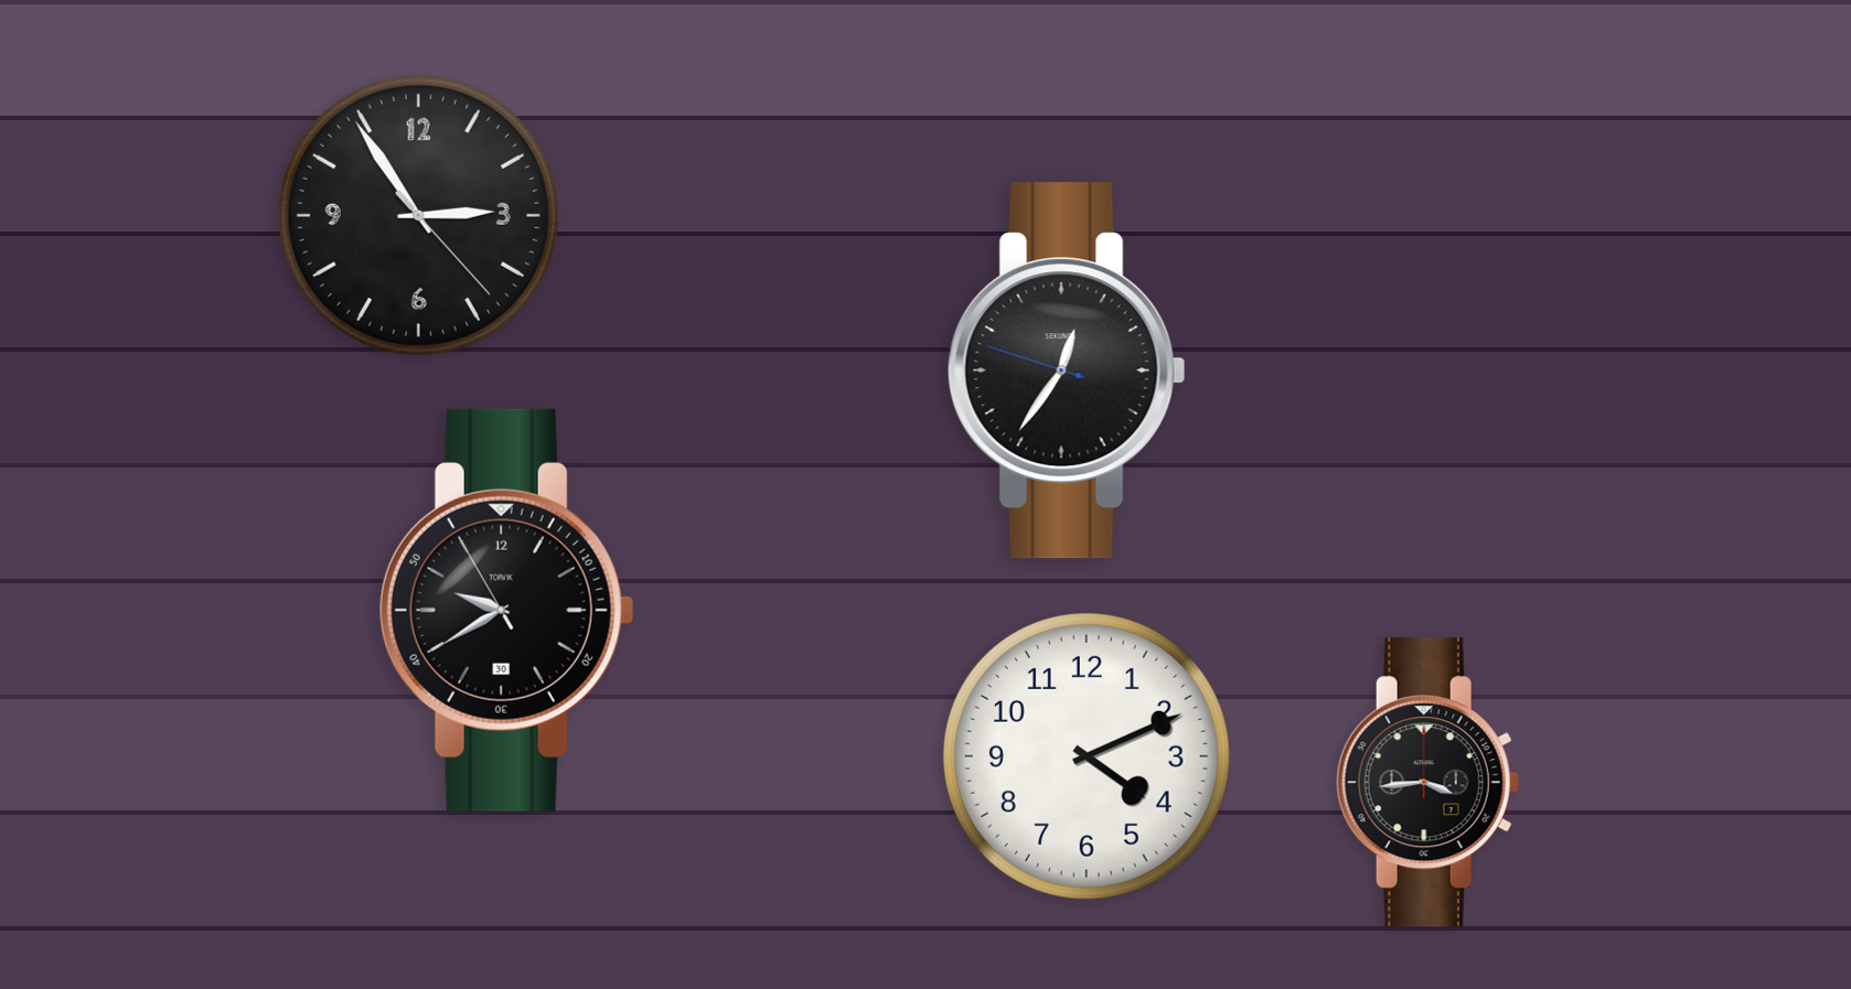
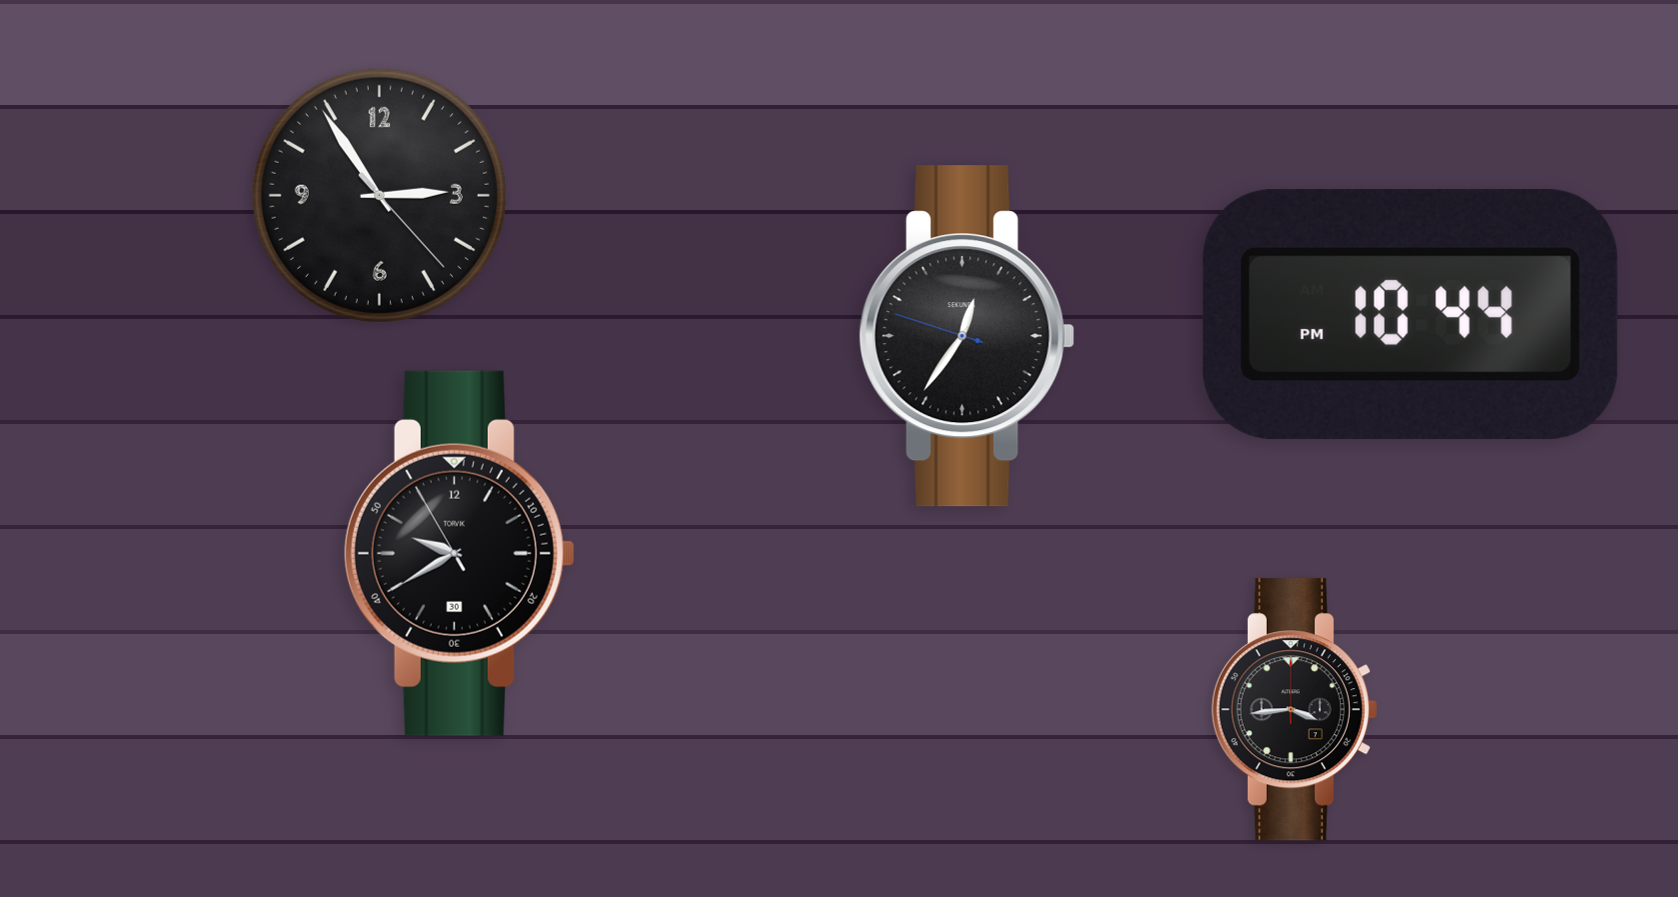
clock at (1410, 315): none -> 10:44
clock at (1087, 756): 4:11 -> none
